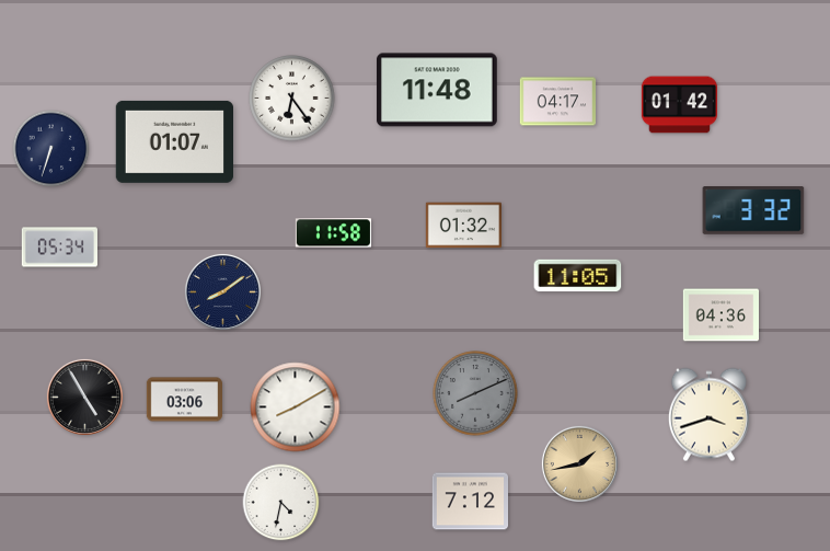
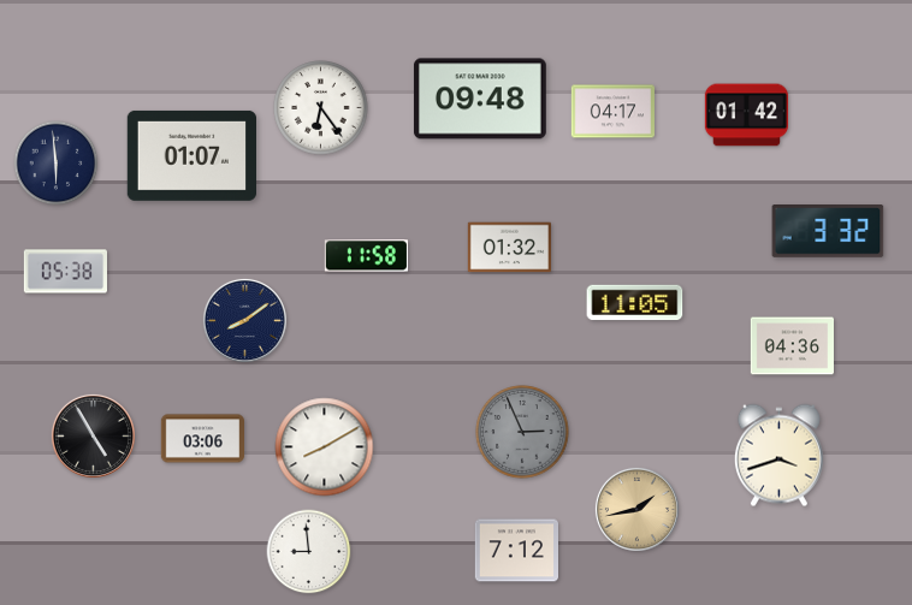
clock at (437, 90): 11:48 -> 09:48
clock at (51, 149): 6:33 -> 5:59
clock at (59, 248): 05:34 -> 05:38
clock at (475, 393): 8:11 -> 2:56
clock at (281, 503): 4:32 -> 8:59
